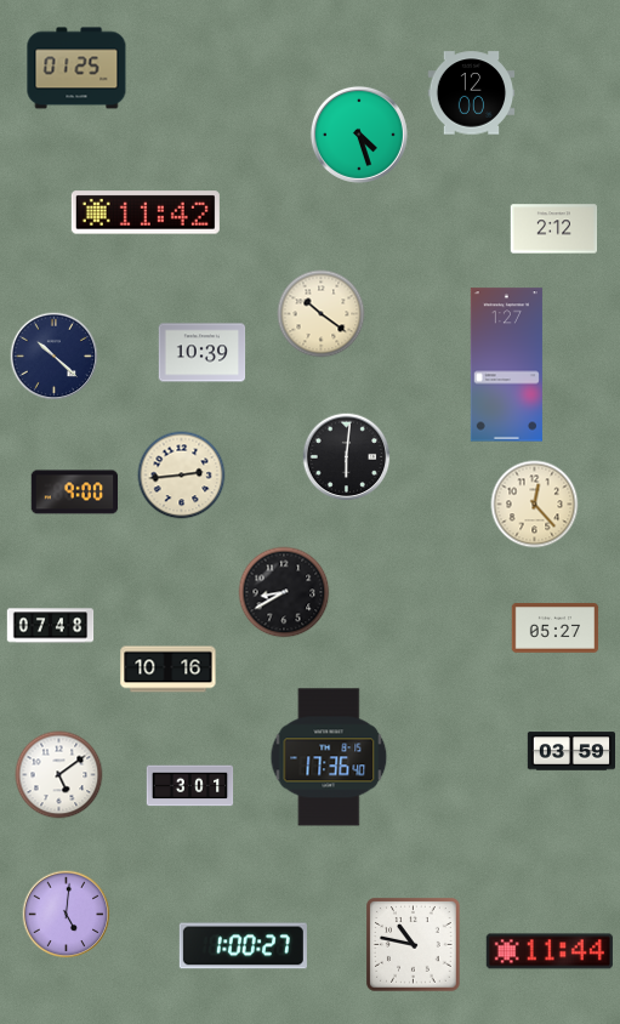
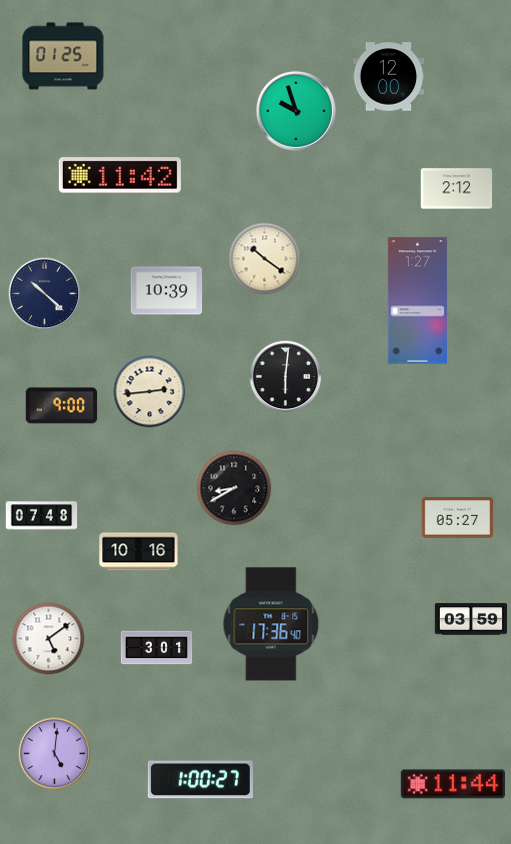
clock at (359, 135): 4:27 -> 9:57
clock at (535, 505): 12:23 -> none
clock at (414, 945): 10:47 -> none
